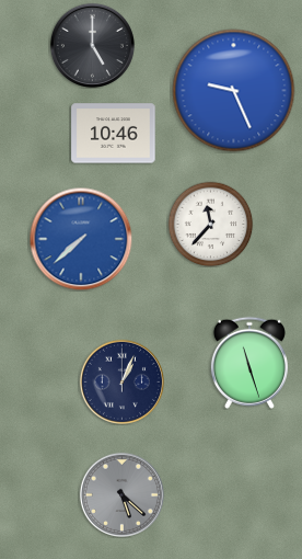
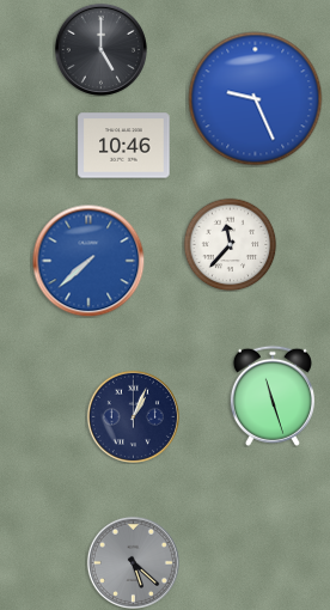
clock at (121, 494) position: (121, 494) -> (133, 562)
